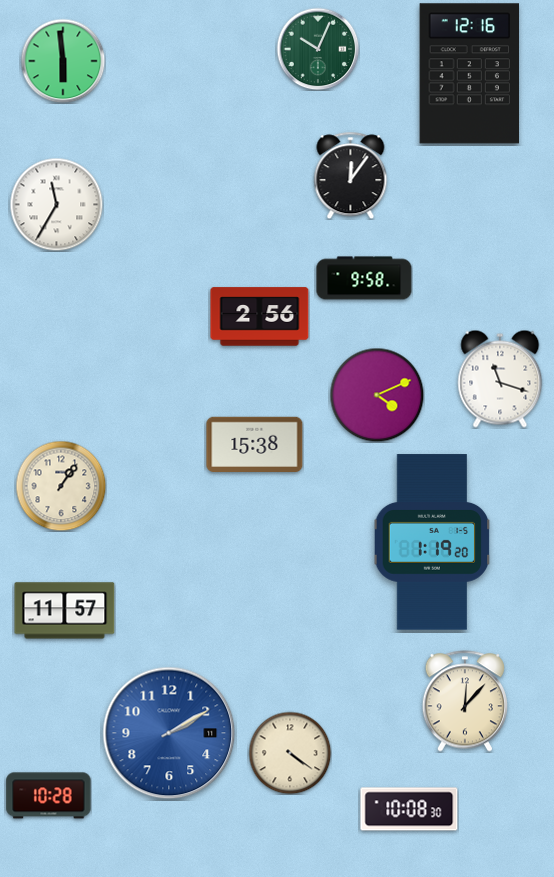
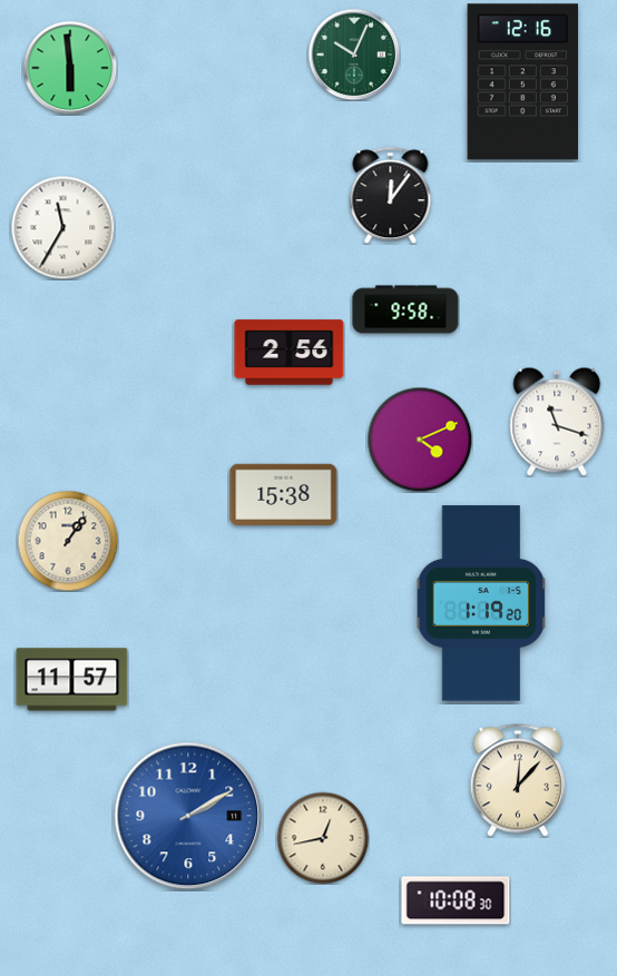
clock at (290, 753): 4:21 -> 12:43
clock at (49, 796): 10:28 -> none
